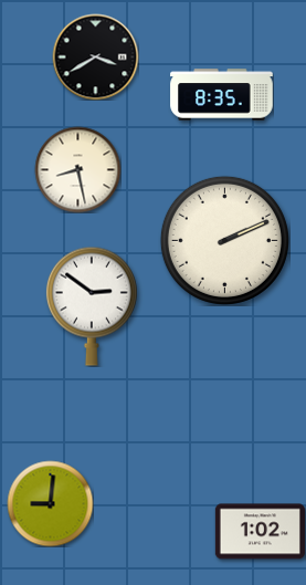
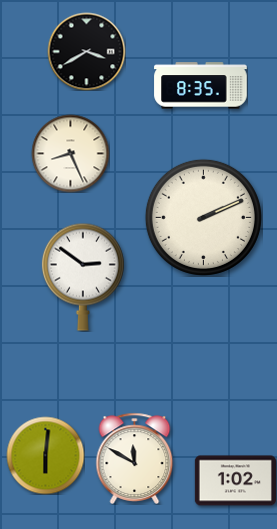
clock at (77, 169): 8:28 -> 8:26
clock at (50, 503): 9:01 -> 6:01
clock at (135, 458): none -> 11:50
